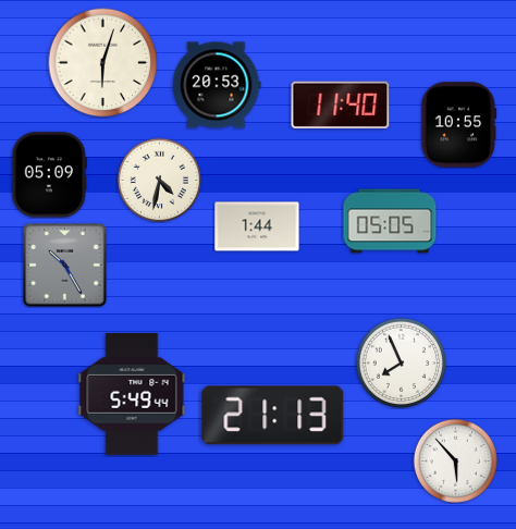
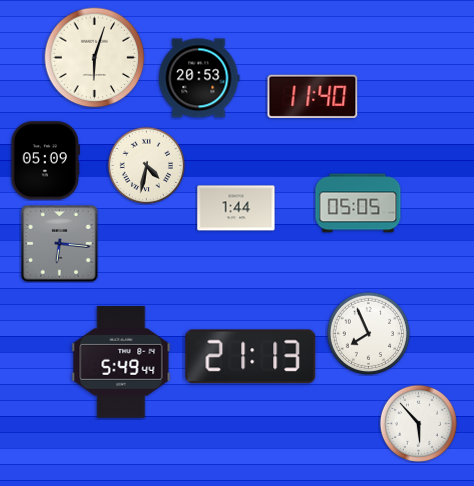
clock at (459, 125): 10:55 -> none
clock at (65, 266): 10:25 -> 6:16
clock at (273, 416) position: (273, 416) -> (251, 357)
